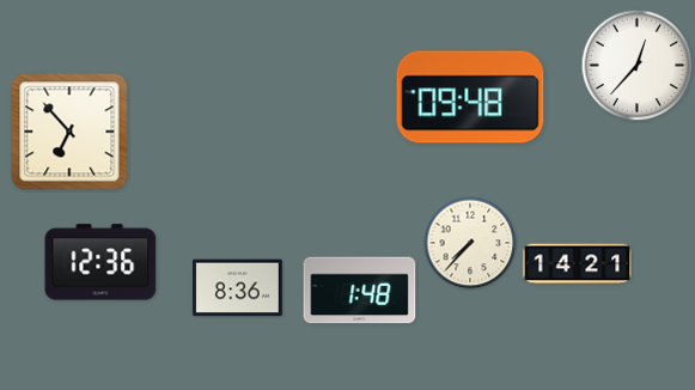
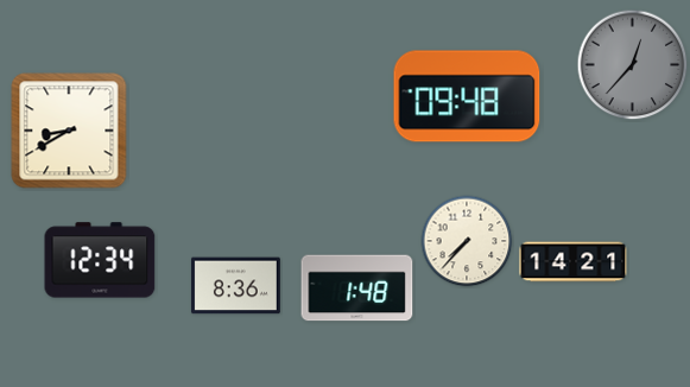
clock at (638, 66) dial: white -> grey
clock at (69, 132): 6:53 -> 8:40
clock at (100, 262): 12:36 -> 12:34
